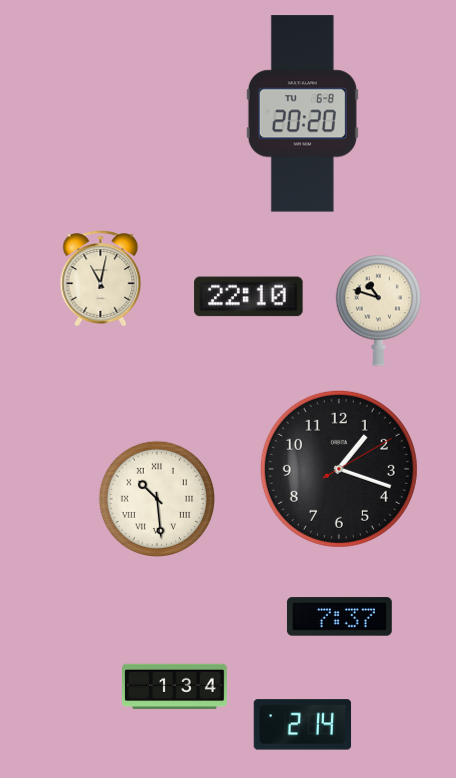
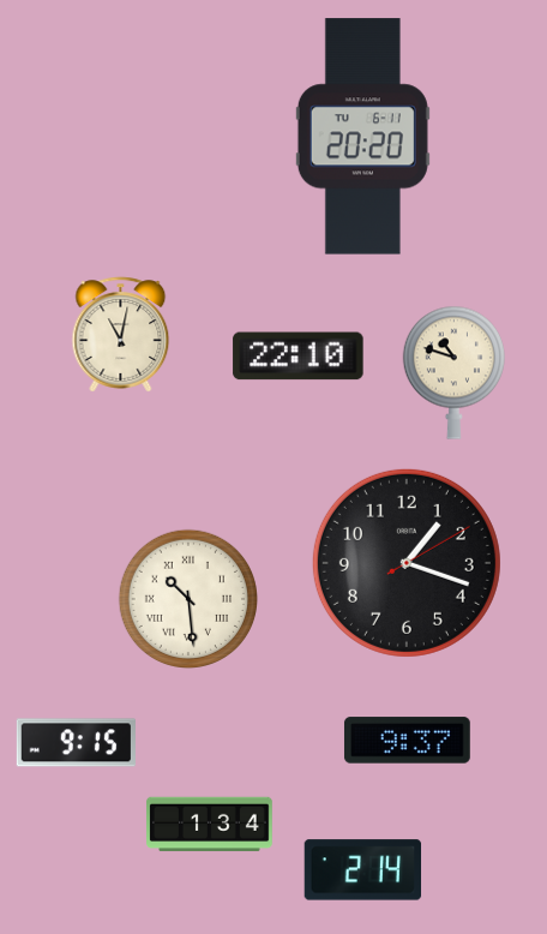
clock at (302, 114) date: TU 6-8 -> TU 6-11
clock at (339, 617): 7:37 -> 9:37
clock at (76, 743): none -> 9:15
